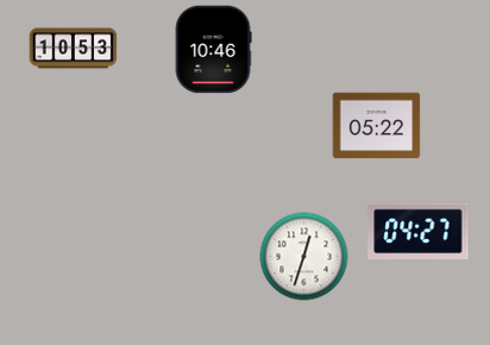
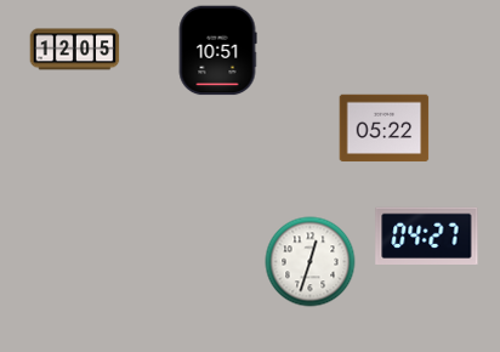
clock at (74, 49): 10:53 -> 12:05
clock at (213, 50): 10:46 -> 10:51
